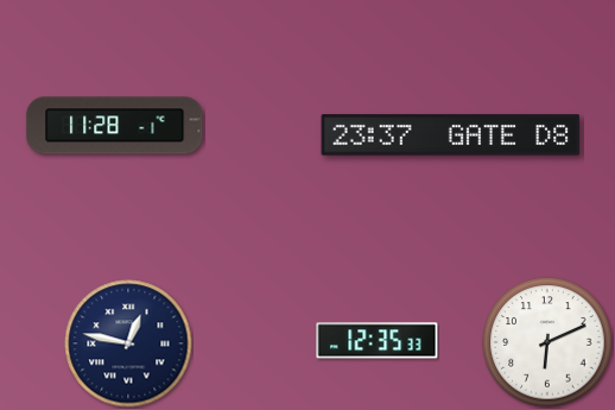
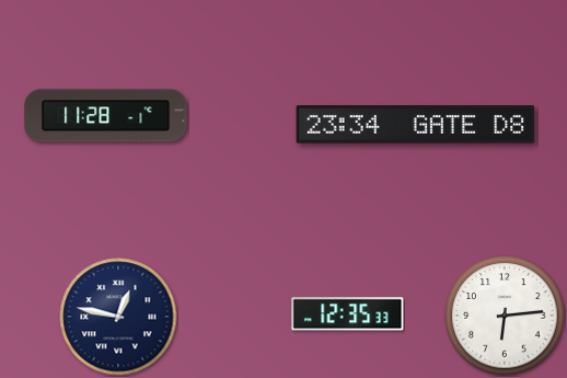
clock at (451, 135): 23:37 -> 23:34
clock at (547, 342): 6:11 -> 6:14
